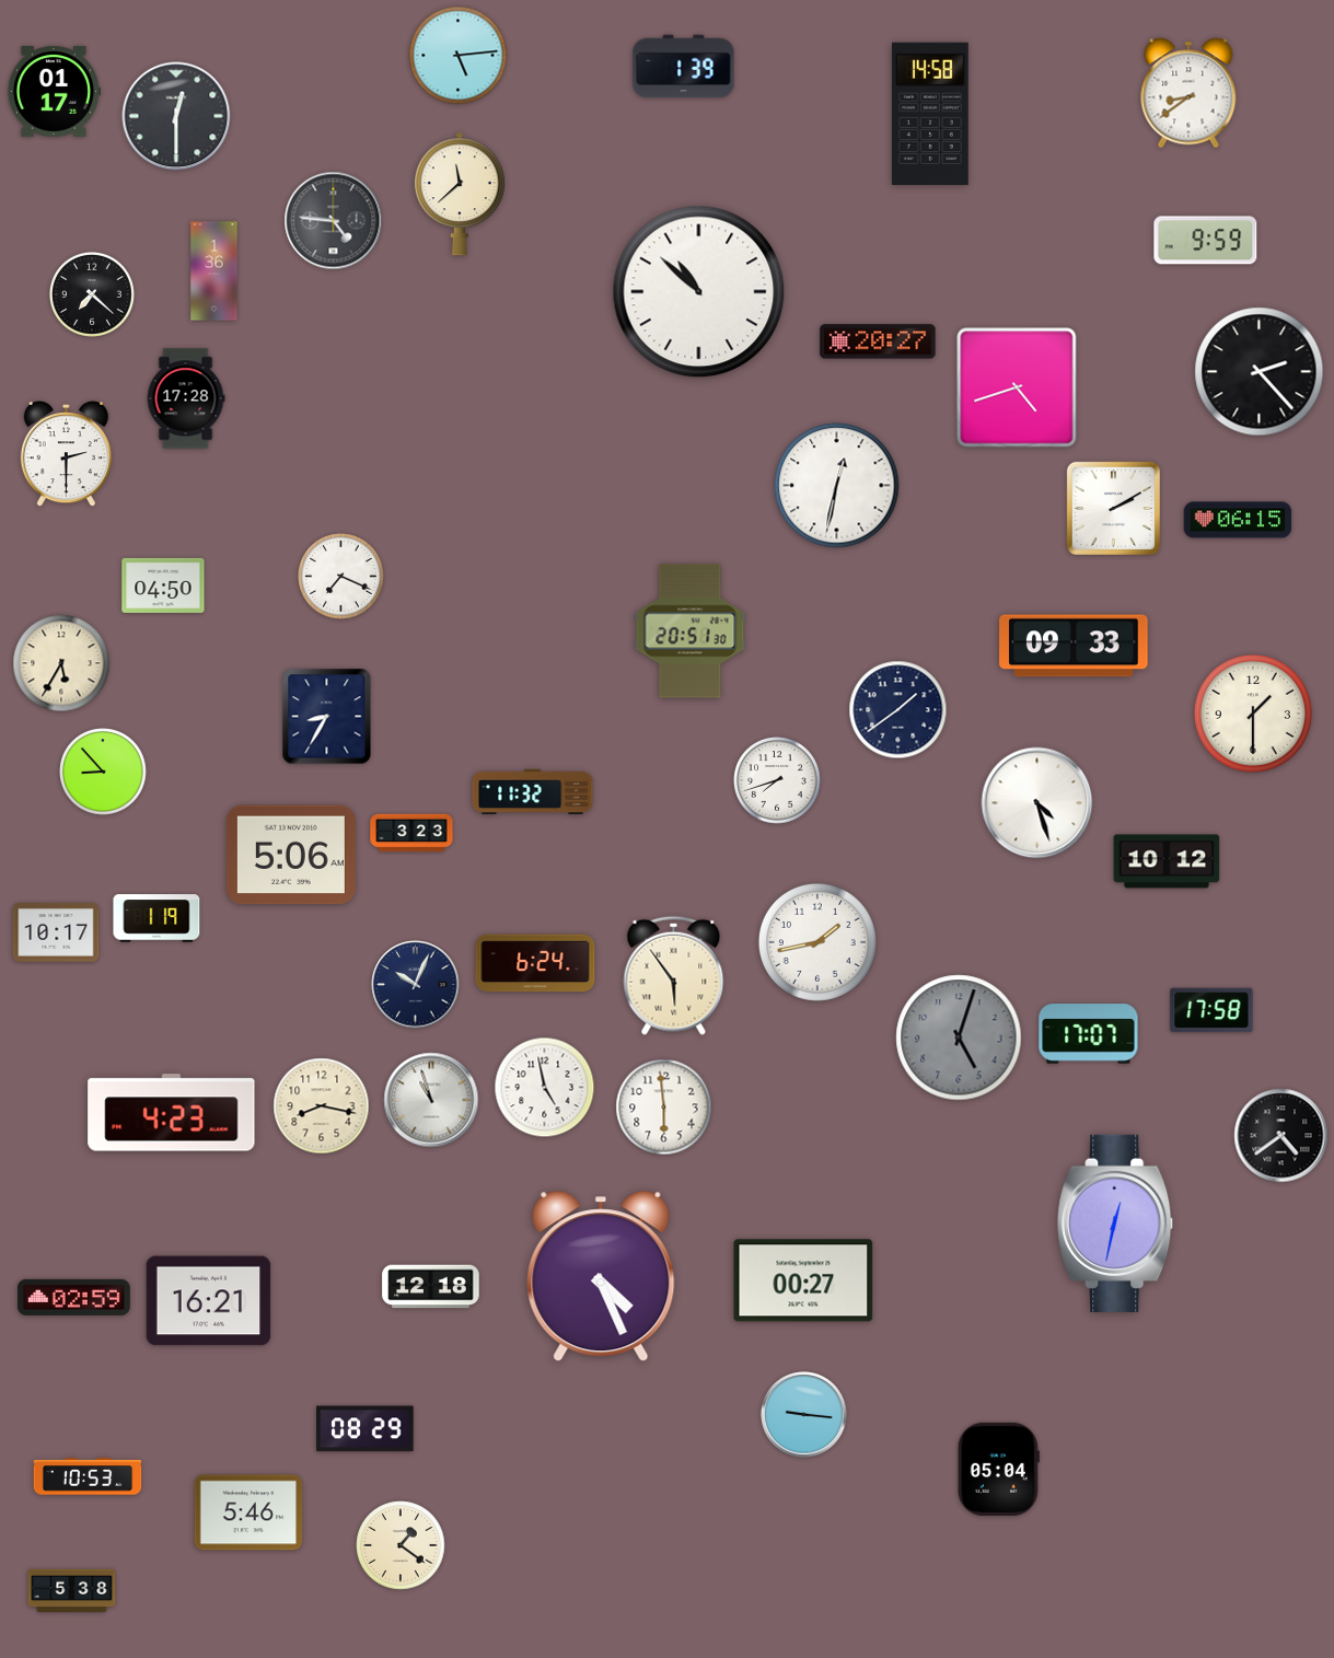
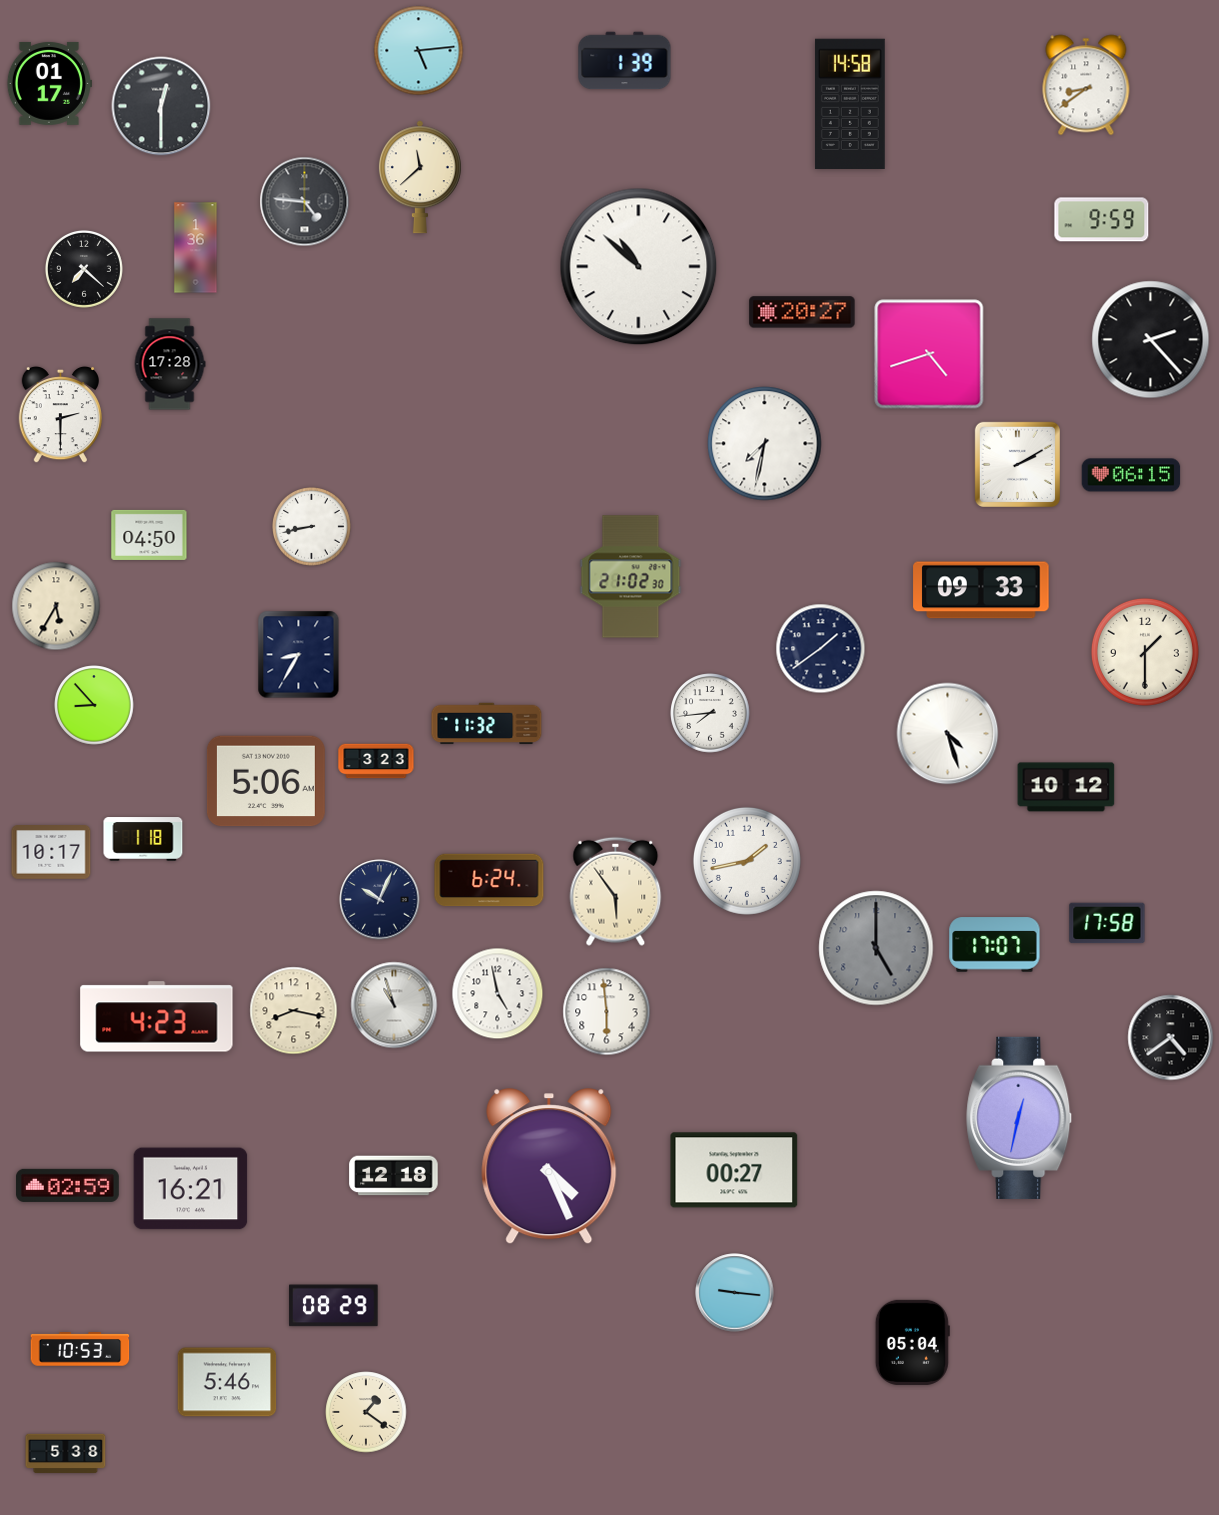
clock at (837, 486): 12:32 -> 7:32
clock at (341, 577): 7:19 -> 8:43
clock at (691, 631): 20:51 -> 21:02
clock at (777, 780): 7:42 -> 7:44
clock at (156, 918): 1:19 -> 1:18
clock at (959, 1037): 5:03 -> 5:00
